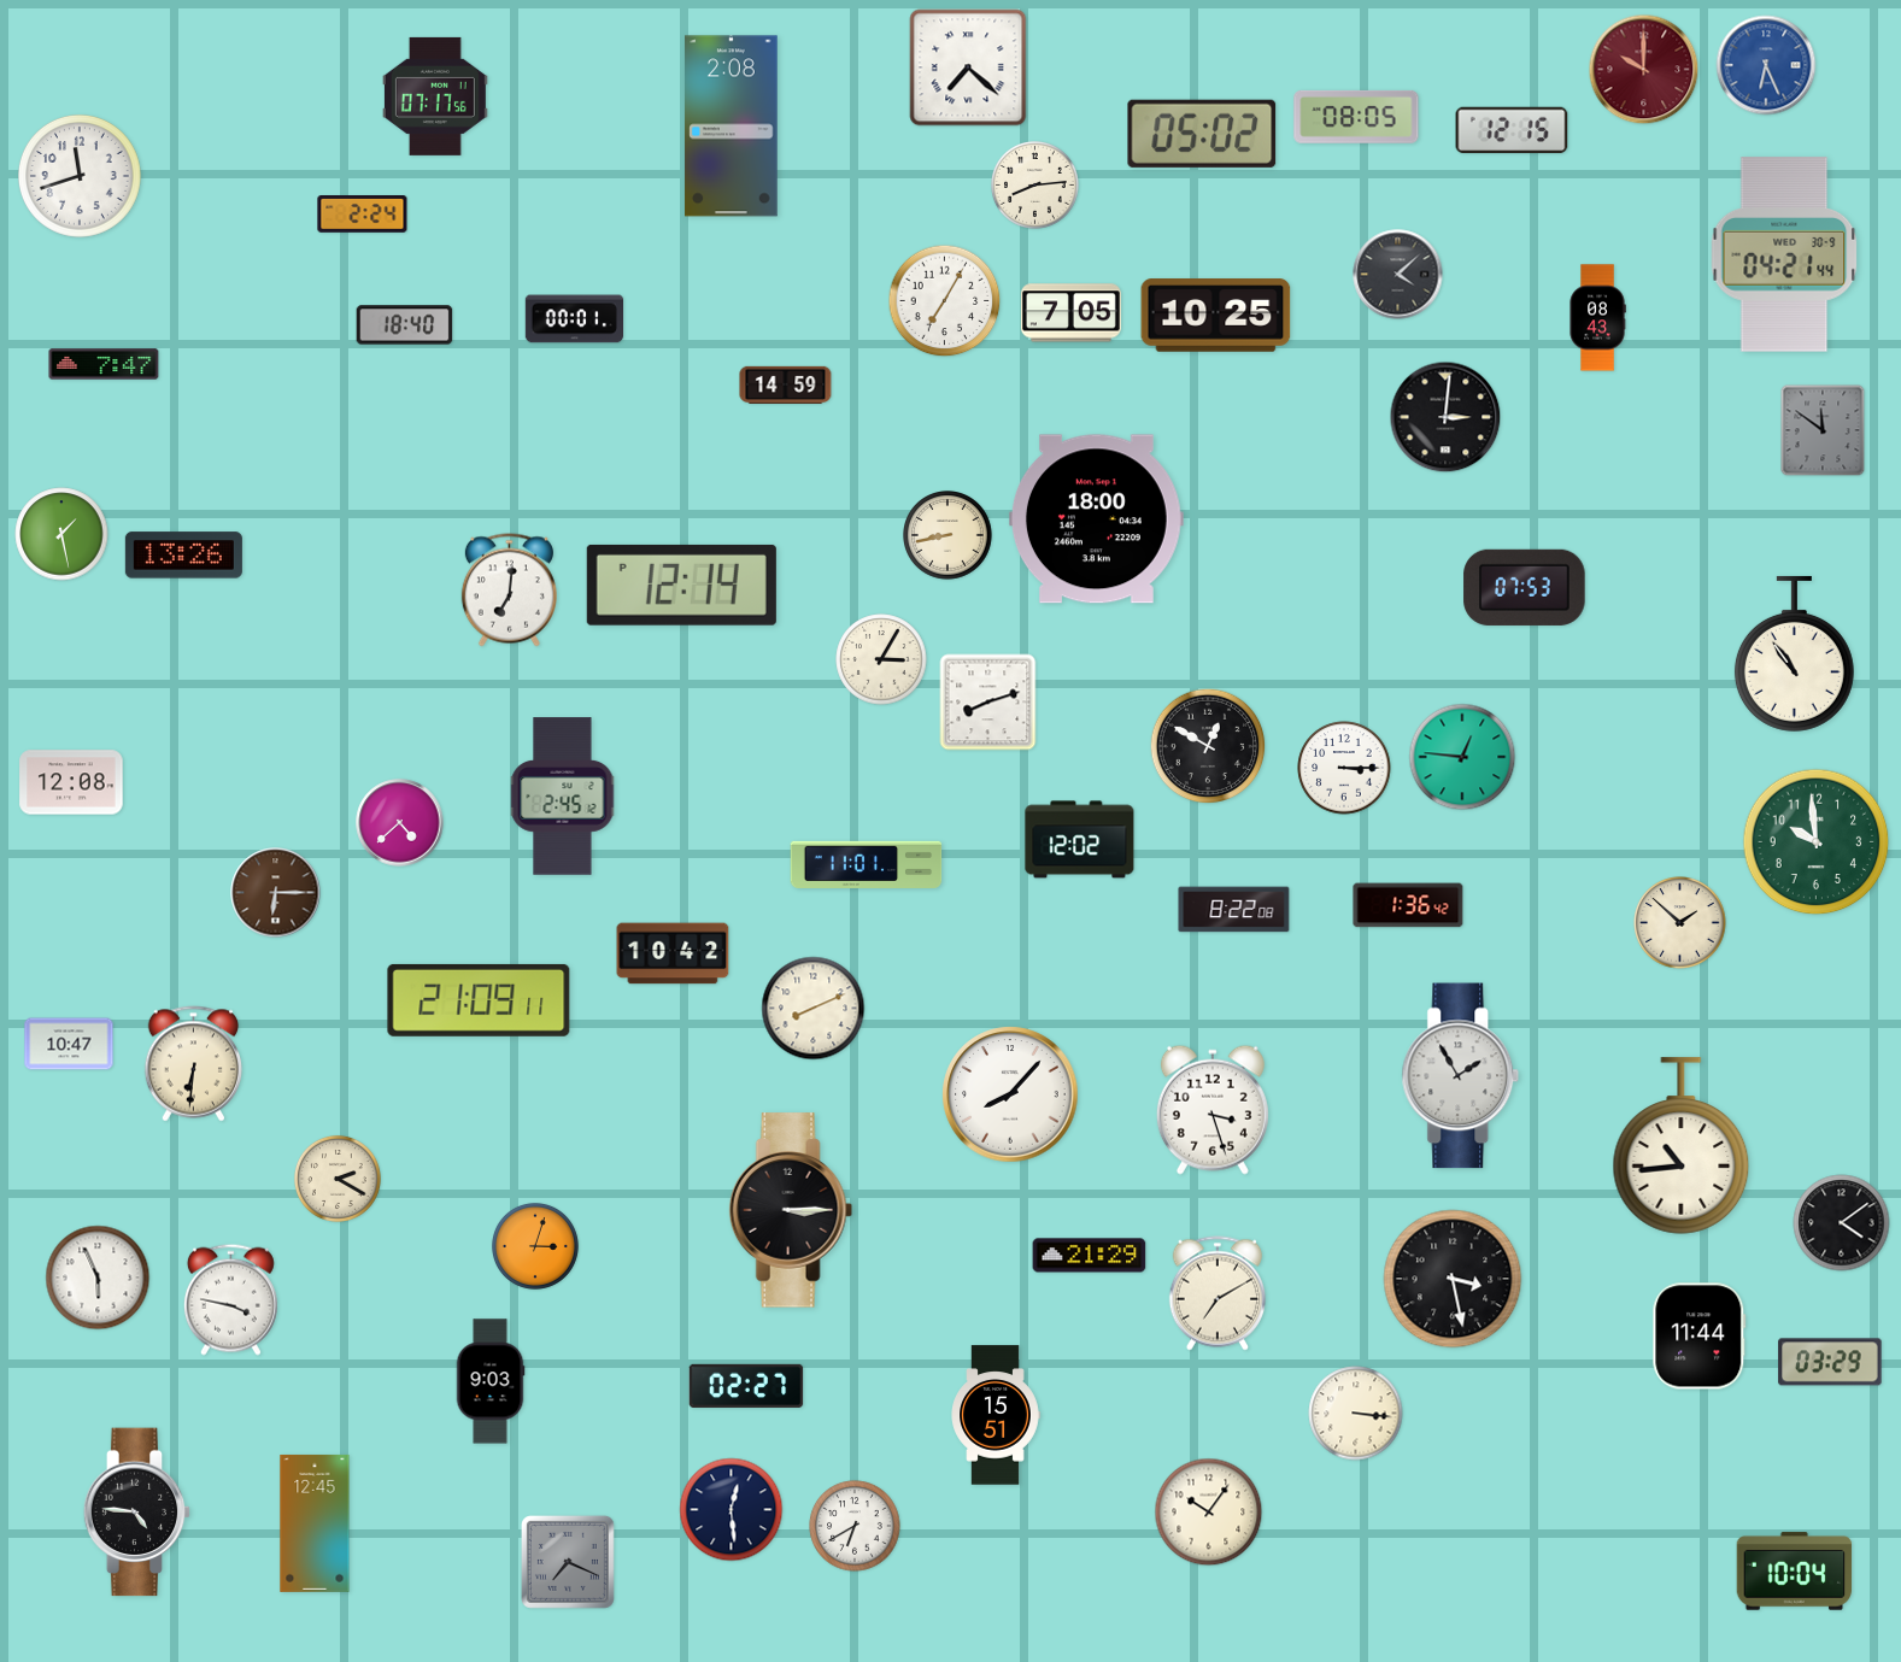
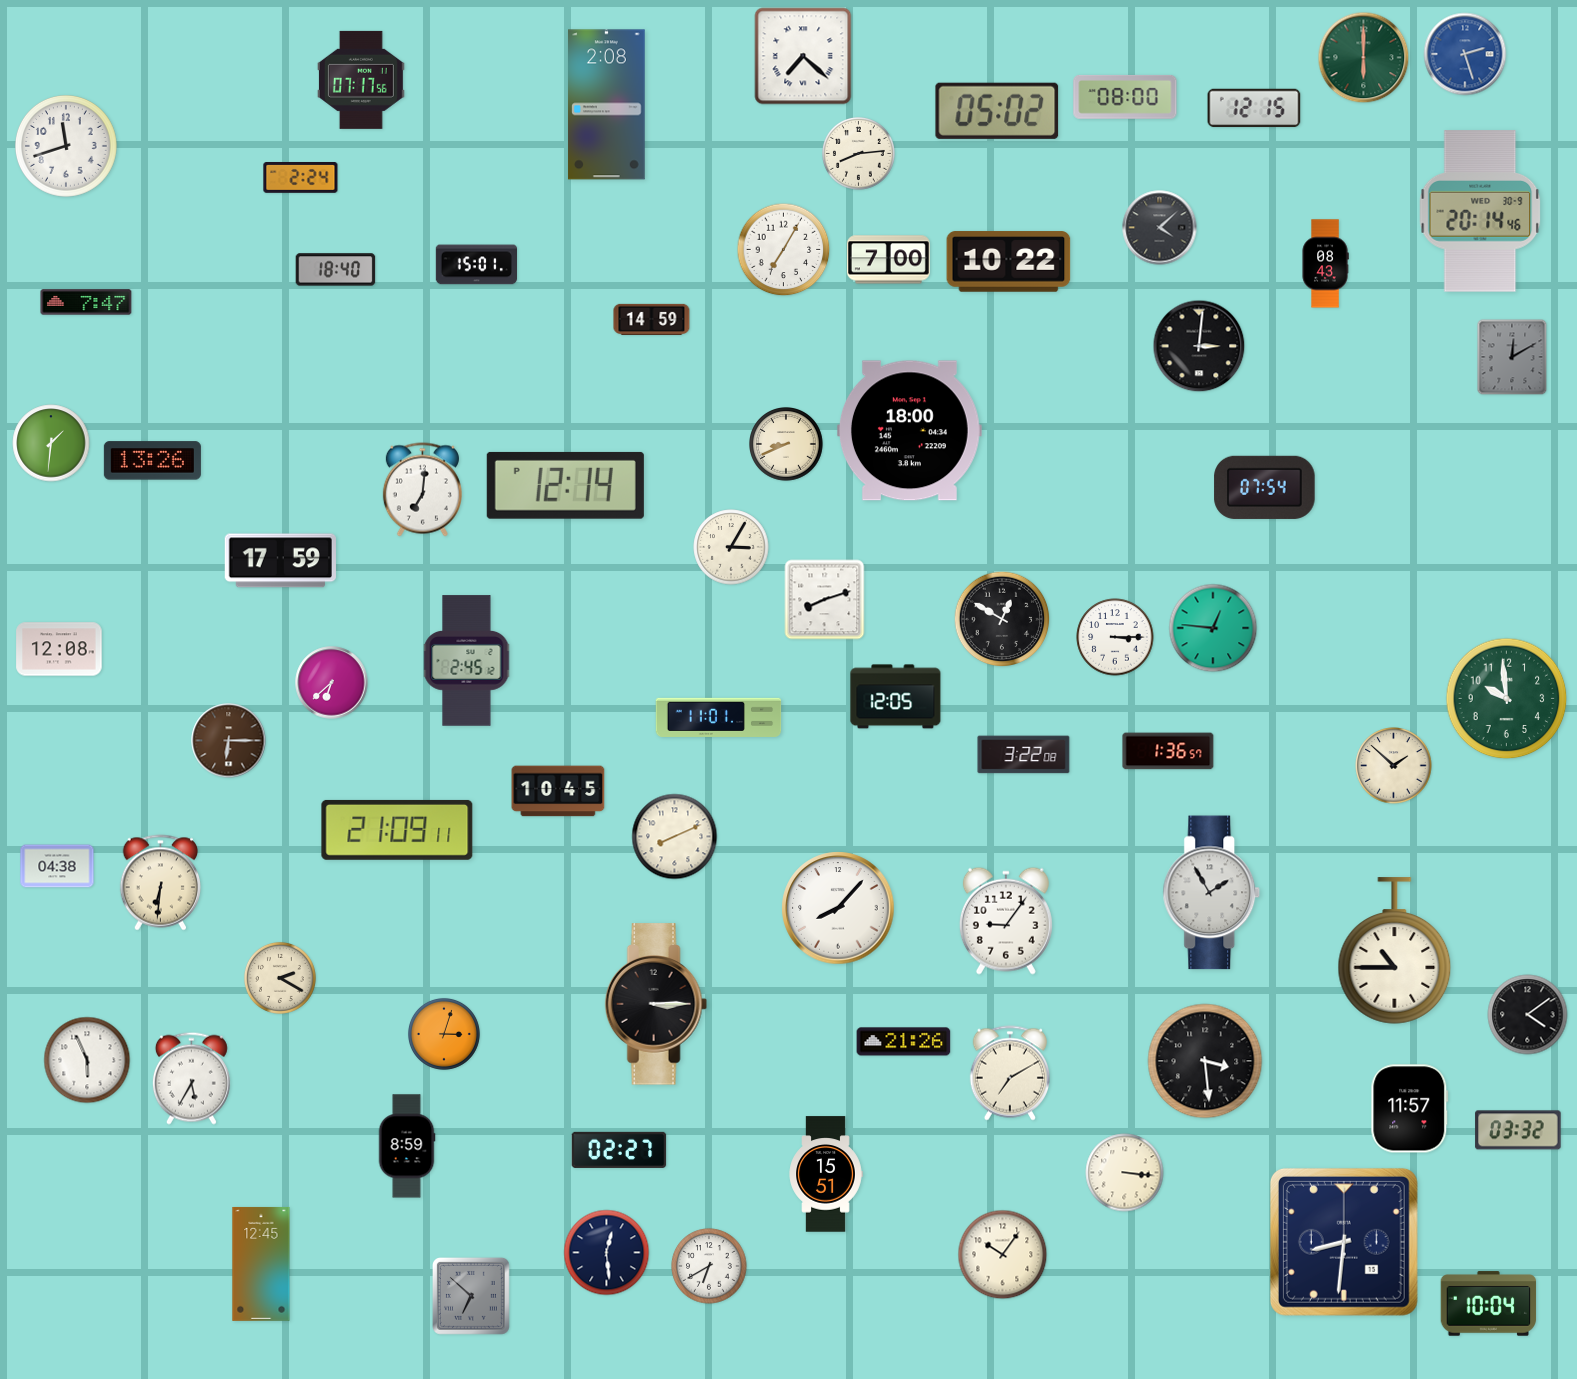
clock at (1766, 65): 6:26 -> 2:27
clock at (1644, 70): 10:00 -> 6:00
clock at (1644, 70) dial: burgundy -> green
clock at (1356, 117): 08:05 -> 08:00
clock at (1784, 254): 04:21 -> 20:14
clock at (1070, 313): 7:05 -> 7:00
clock at (1216, 316): 10:25 -> 10:22
clock at (574, 319): 00:01 -> 15:01
clock at (1823, 430): 11:51 -> 12:10
clock at (61, 534): 1:28 -> 1:31
clock at (949, 536): 8:43 -> 8:41
clock at (1525, 587): 07:53 -> 07:54
clock at (1794, 653): 10:54 -> none
clock at (280, 561): none -> 17:59
clock at (988, 703) position: (988, 703) -> (825, 600)
clock at (400, 823): 4:38 -> 6:38
clock at (1080, 840): 12:02 -> 12:05
clock at (1408, 905): 1:36:42 -> 1:36:57
clock at (1234, 910): 8:22 -> 3:22
clock at (673, 953): 10:42 -> 10:45
clock at (69, 1044): 10:47 -> 04:38
clock at (1213, 1110): 3:27 -> 9:06
clock at (1682, 1146): 10:44 -> 10:45
clock at (1090, 1256): 21:29 -> 21:26
clock at (98, 1278) position: (98, 1278) -> (87, 1060)
clock at (1453, 1279): 3:28 -> 3:29
clock at (230, 1299): 3:47 -> 5:35
clock at (1700, 1337): 11:44 -> 11:57
clock at (1830, 1362): 03:29 -> 03:32
clock at (491, 1381): 9:03 -> 8:59
clock at (1344, 1242): none -> 8:31
clock at (137, 1513): 4:46 -> none
clock at (568, 1562): 7:19 -> 6:52
